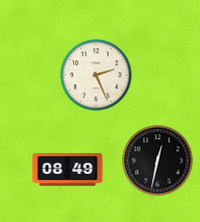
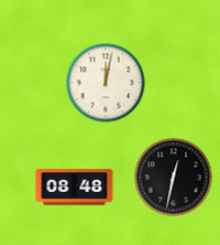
clock at (96, 75): 2:26 -> 12:02
clock at (68, 170): 08:49 -> 08:48
